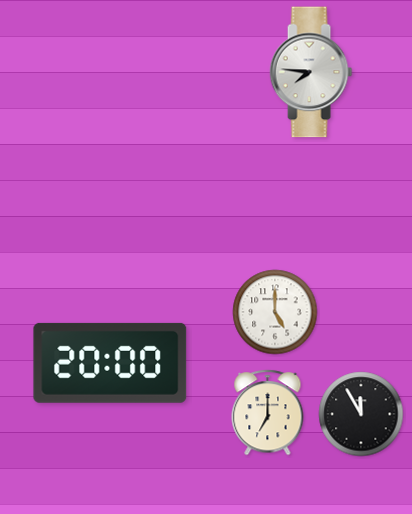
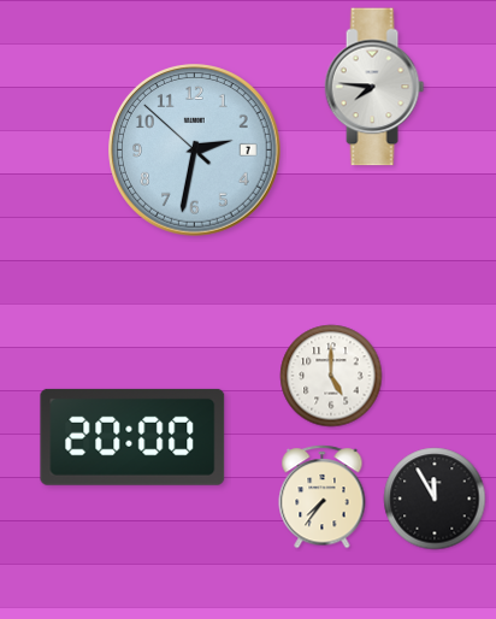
clock at (195, 151): none -> 2:31
clock at (268, 413): 7:00 -> 7:36
